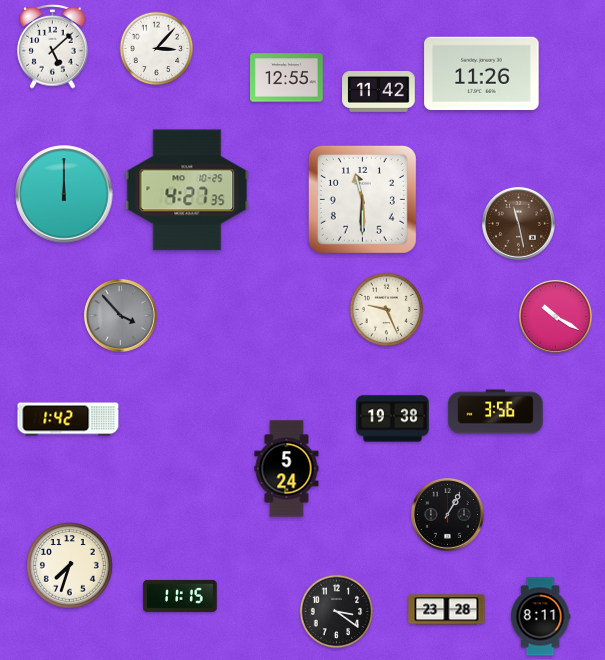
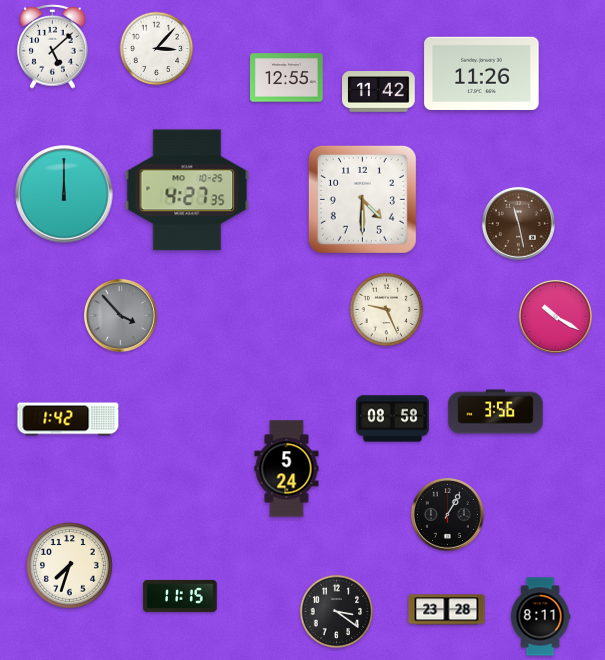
clock at (362, 199): 11:30 -> 4:30
clock at (393, 419): 19:38 -> 08:58
